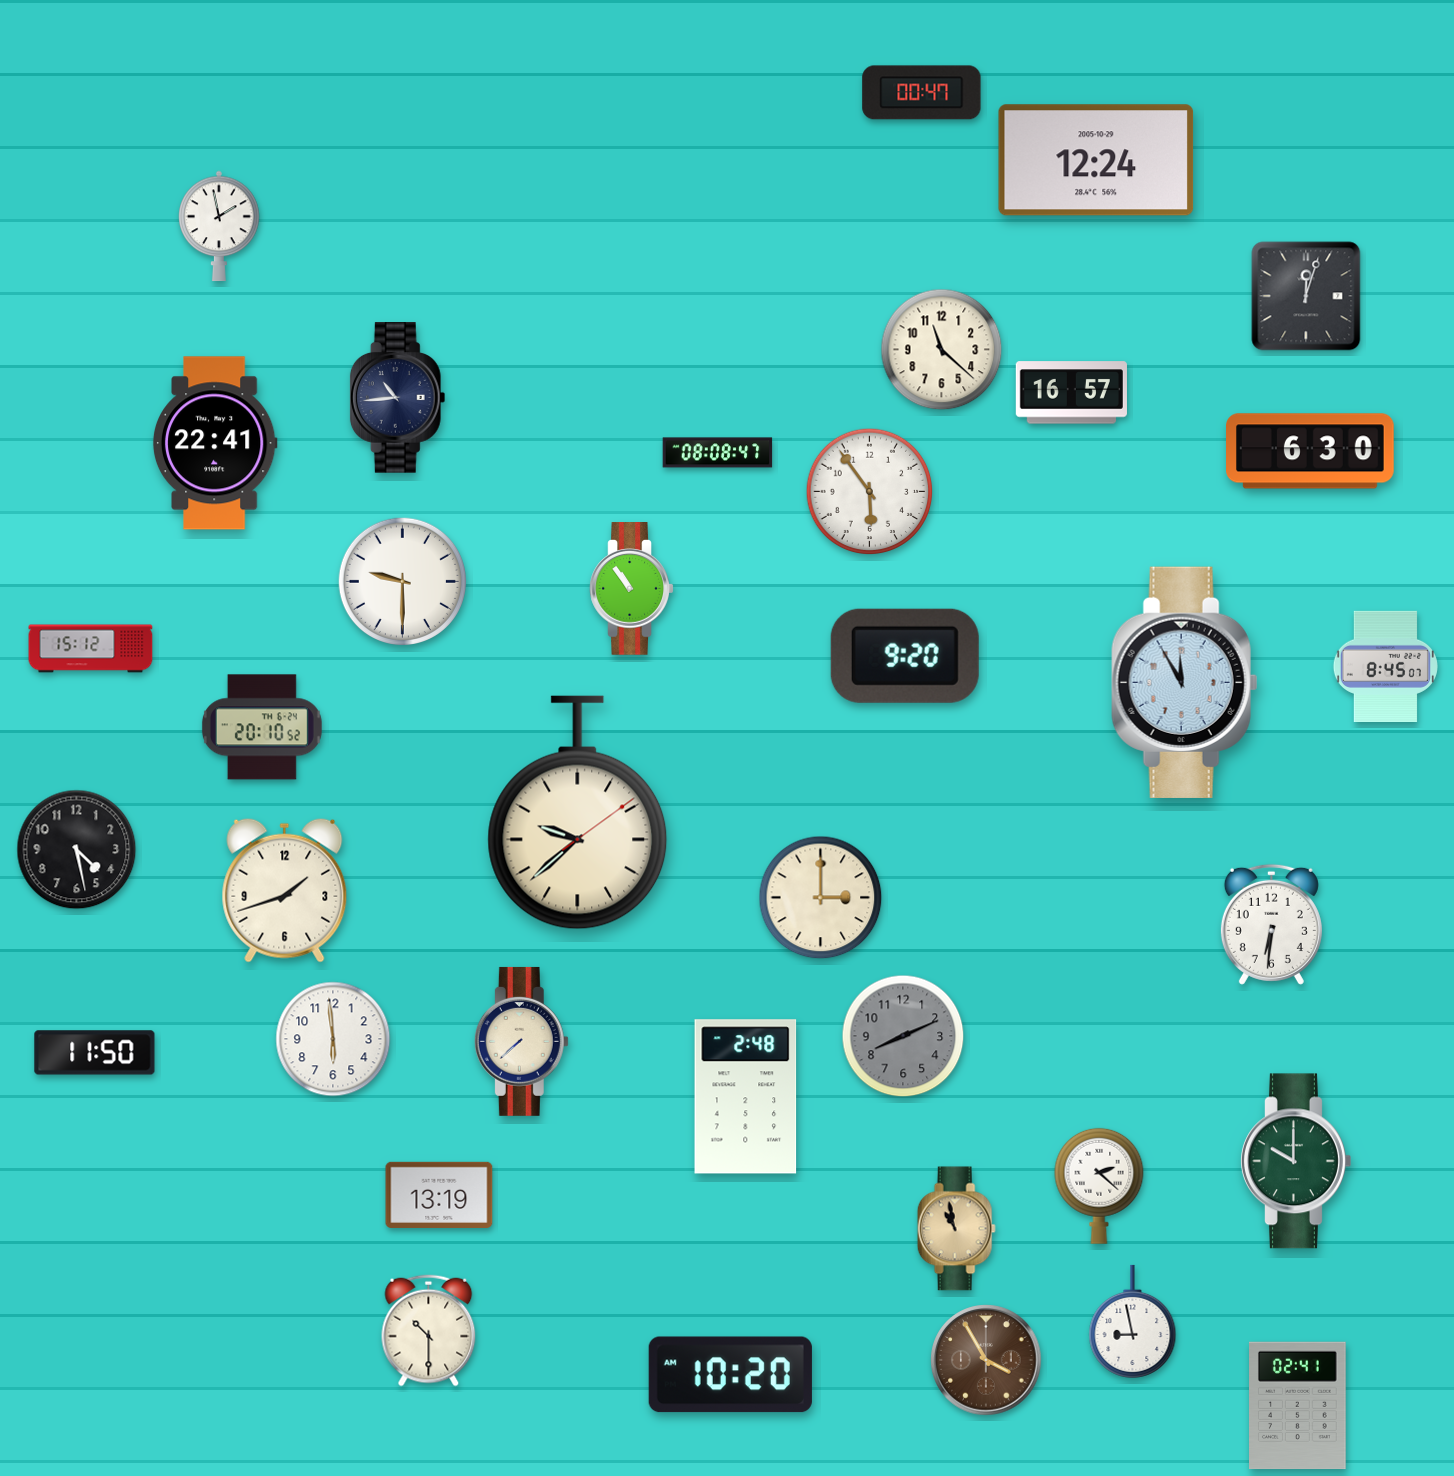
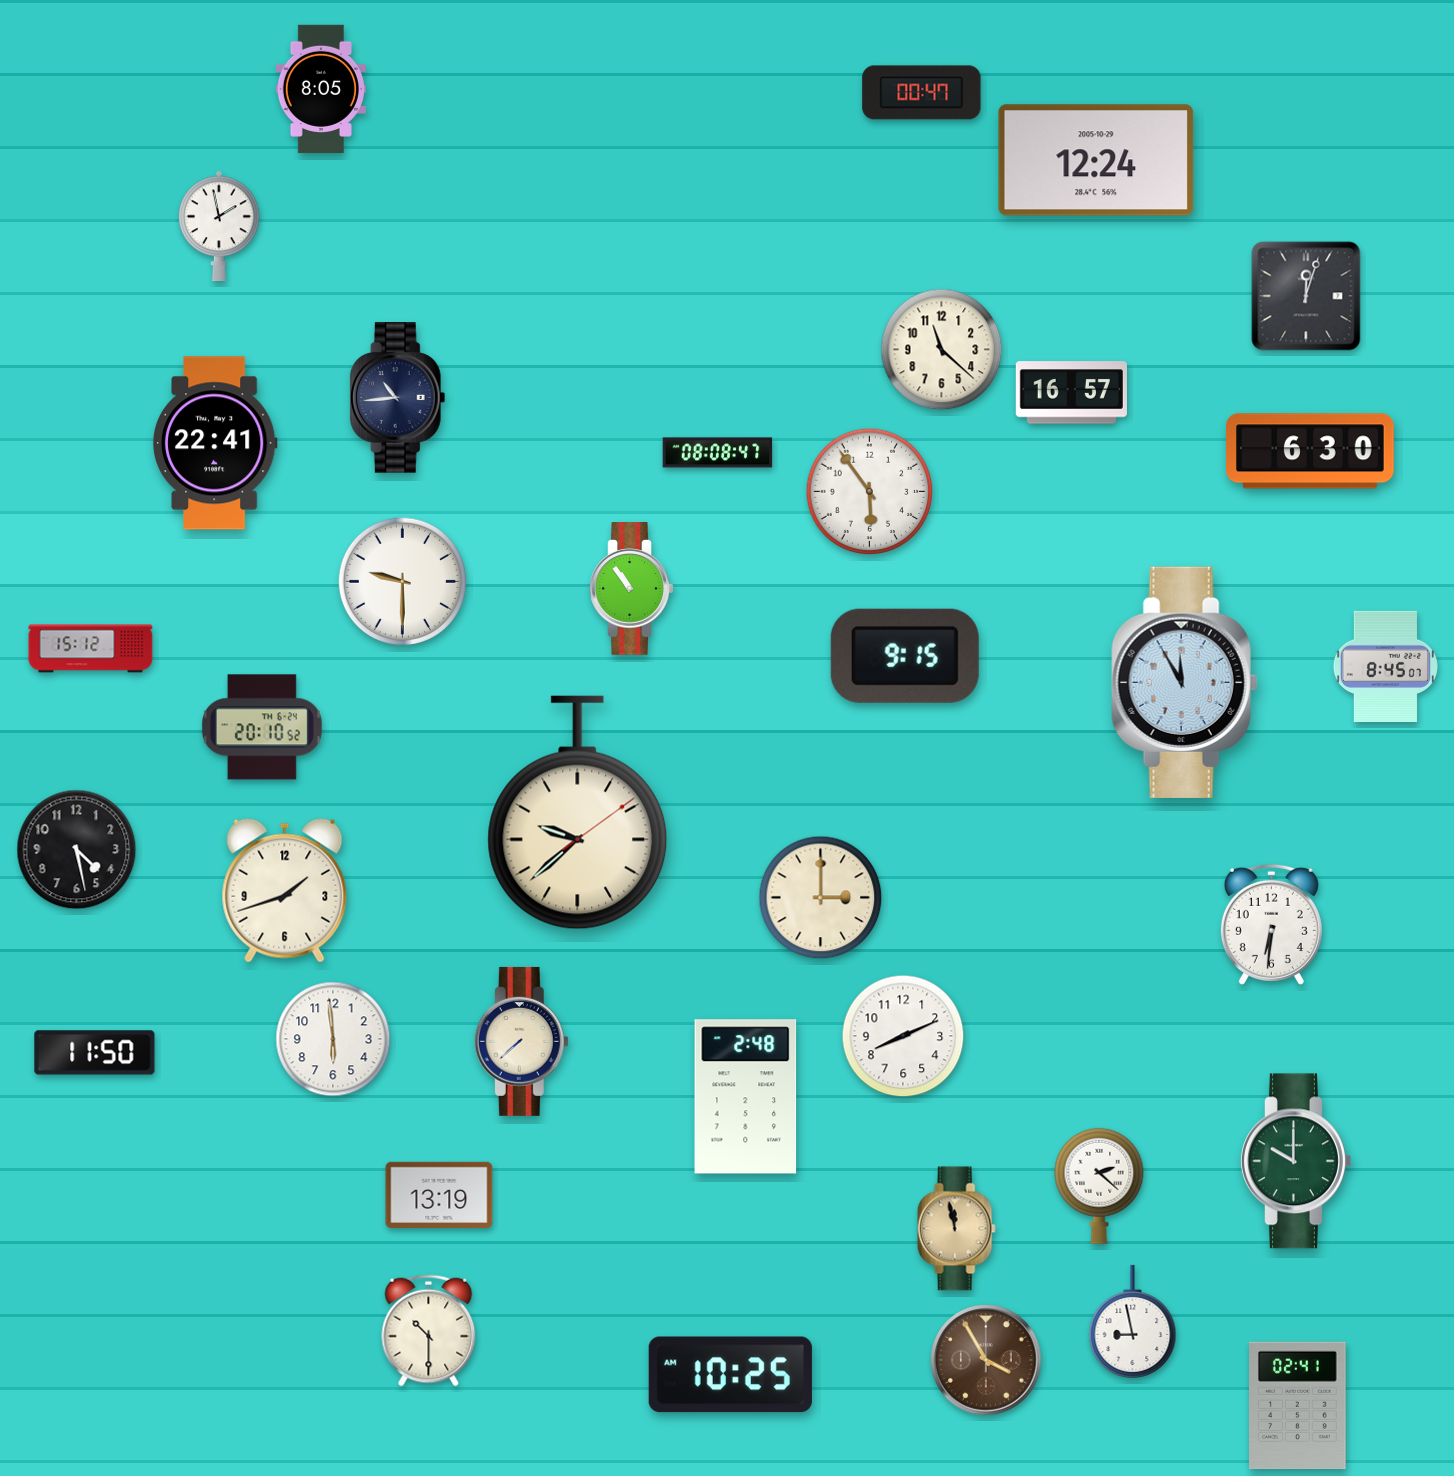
clock at (321, 88): none -> 8:05
clock at (905, 656): 9:20 -> 9:15
clock at (903, 1036) dial: grey -> white
clock at (956, 1229): 10:58 -> 11:58
clock at (730, 1375): 10:20 -> 10:25
